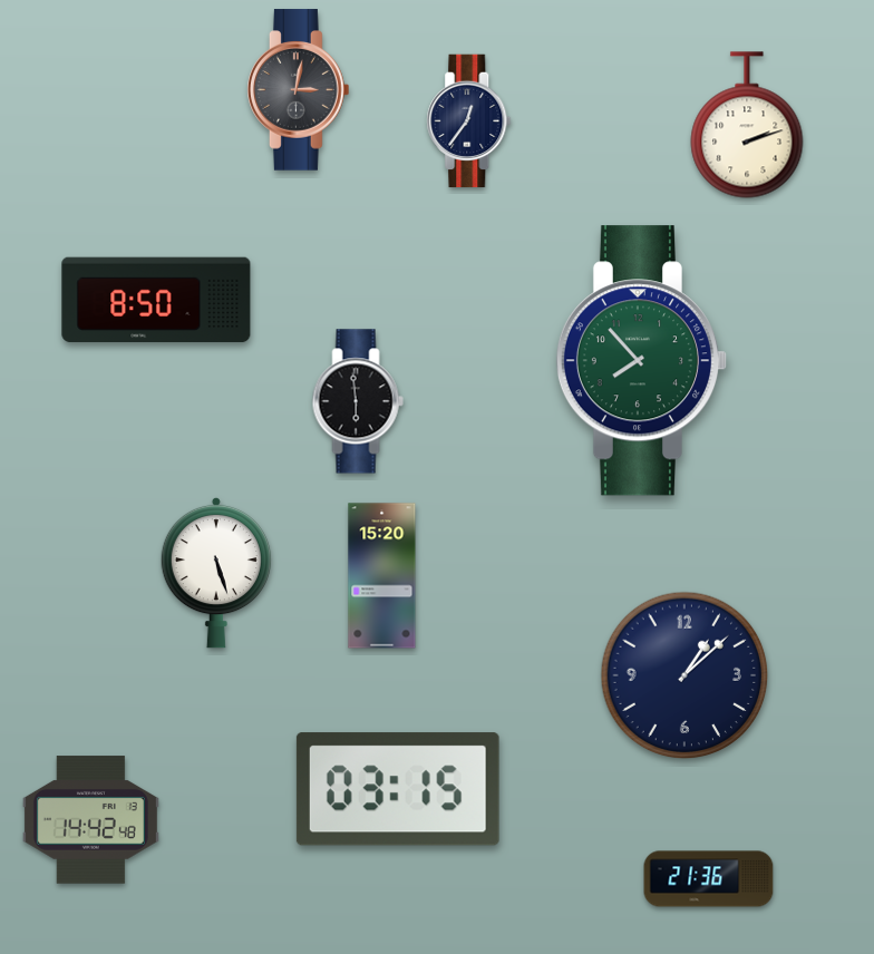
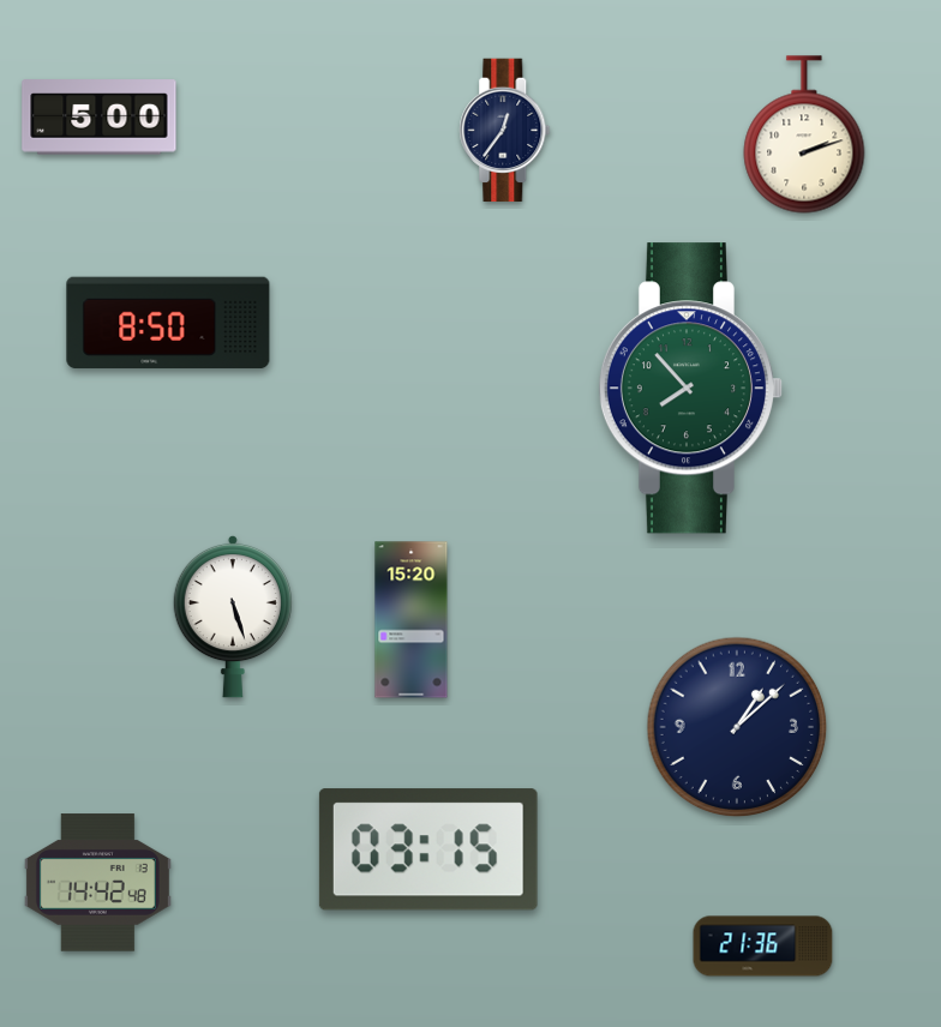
clock at (299, 90): 3:02 -> none
clock at (100, 118): none -> 5:00
clock at (358, 401): 5:59 -> none
